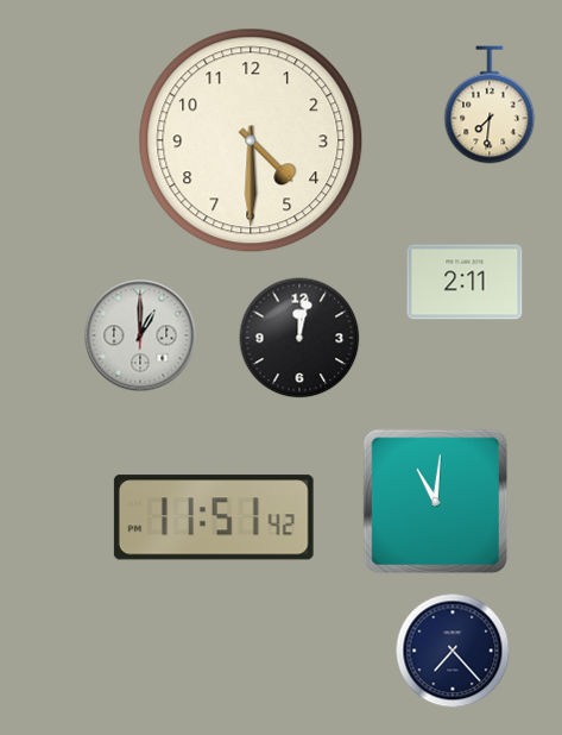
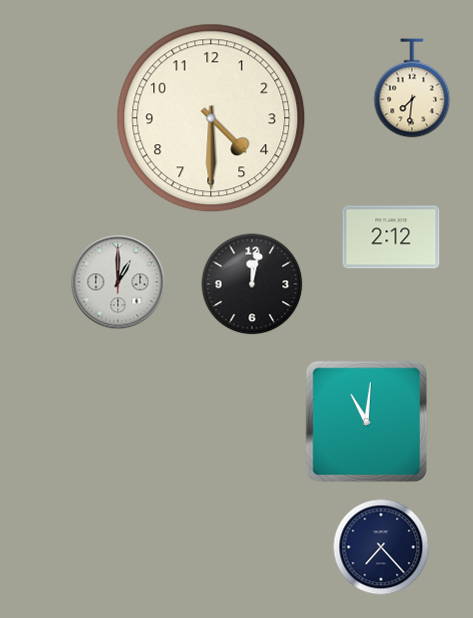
clock at (465, 282): 2:11 -> 2:12
clock at (214, 517): 11:51 -> none
